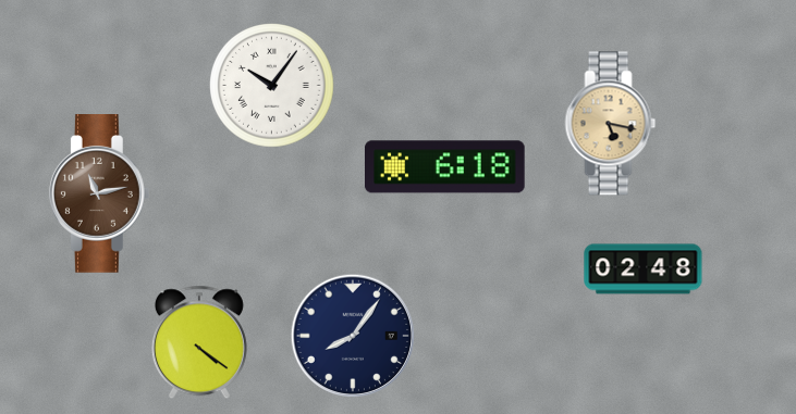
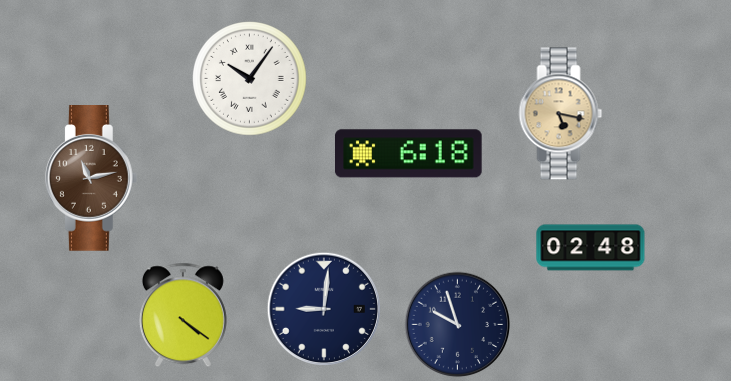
clock at (352, 335): 8:06 -> 9:01
clock at (458, 325): none -> 9:57
